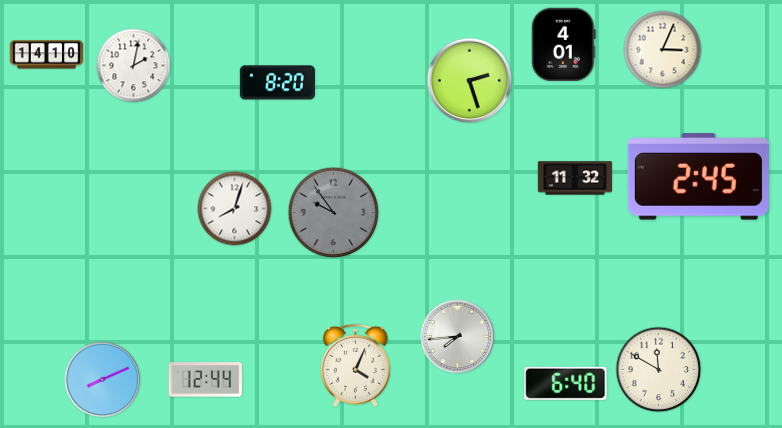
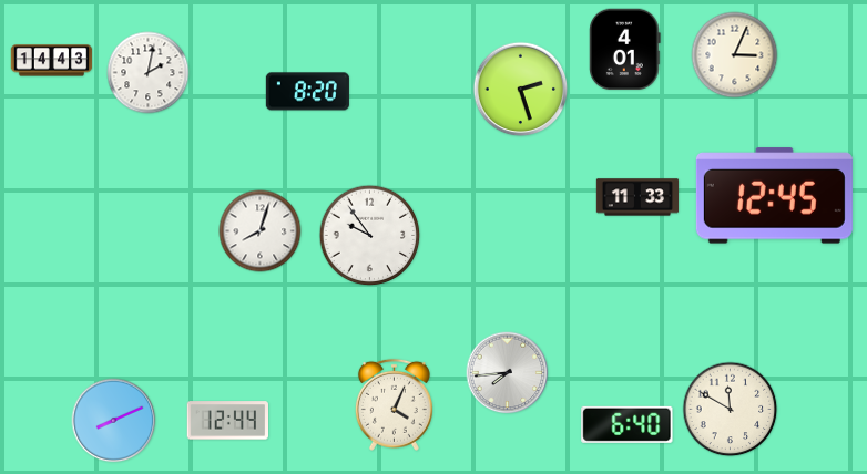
clock at (47, 55): 14:10 -> 14:43
clock at (698, 177): 2:45 -> 12:45
clock at (574, 178): 11:32 -> 11:33
clock at (334, 213) dial: grey -> white
